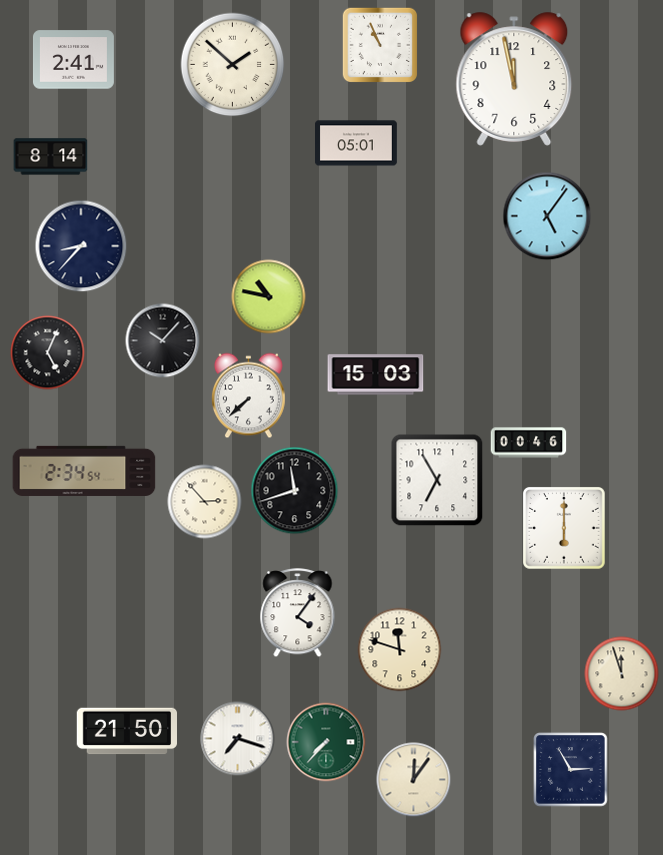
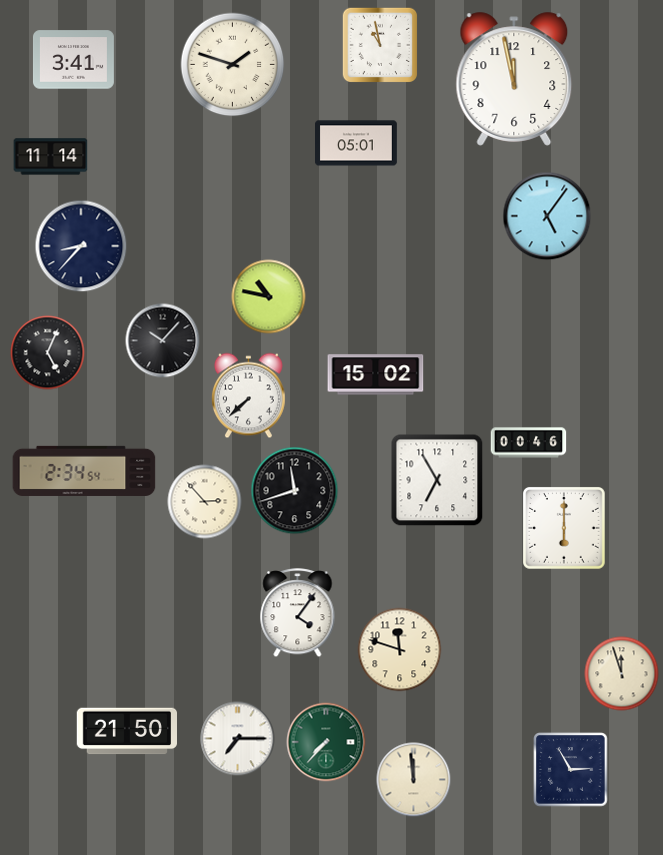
clock at (379, 44): 10:56 -> 10:58
clock at (73, 60): 2:41 -> 3:41
clock at (233, 65): 1:52 -> 1:48
clock at (51, 157): 8:14 -> 11:14
clock at (376, 375): 15:03 -> 15:02
clock at (238, 739): 7:18 -> 7:15
clock at (414, 780): 12:06 -> 11:59
